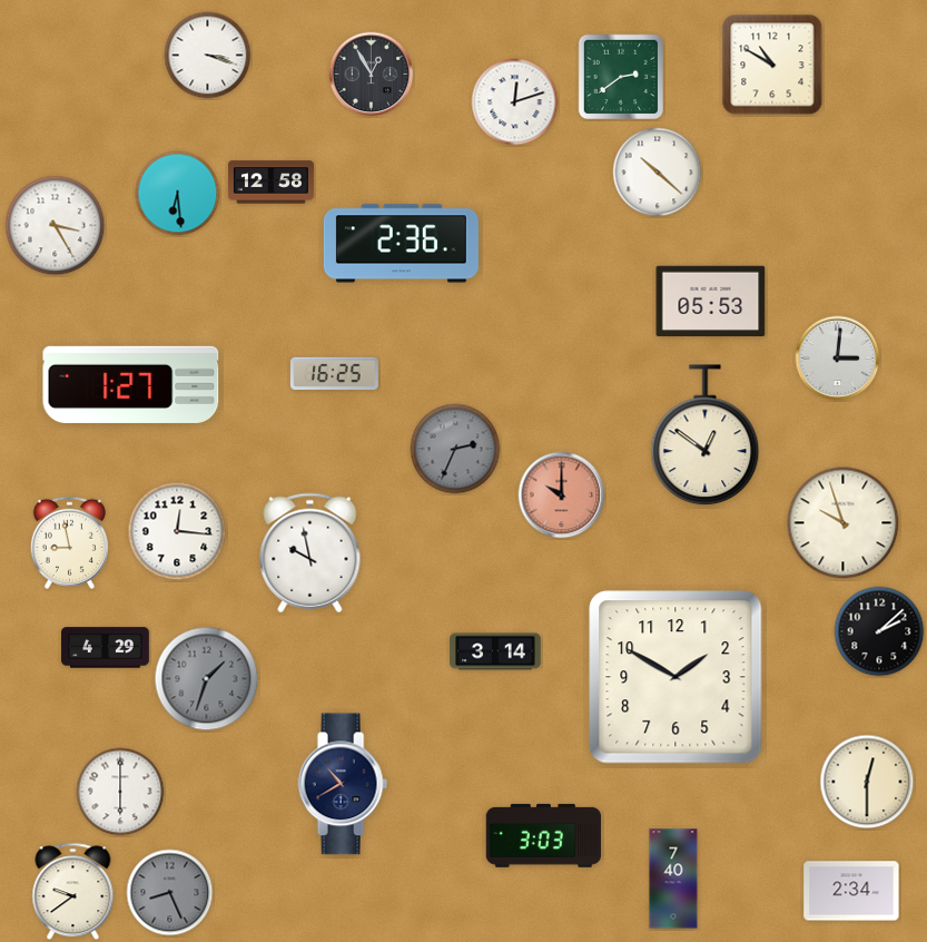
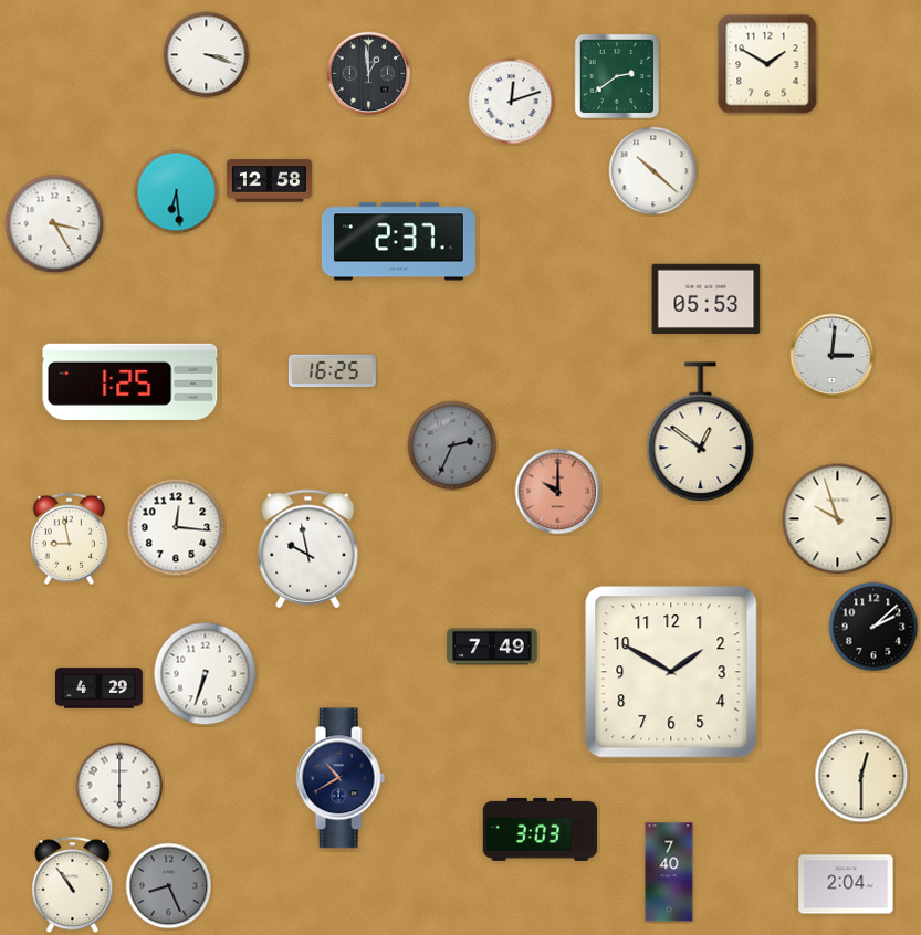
clock at (772, 65): 10:50 -> 1:50
clock at (372, 75): 12:55 -> 12:59
clock at (401, 244): 2:36 -> 2:37
clock at (131, 384): 1:27 -> 1:25
clock at (106, 648) position: (106, 648) -> (100, 689)
clock at (495, 651): 3:14 -> 7:49
clock at (207, 679): 1:33 -> 6:33
clock at (207, 679) dial: grey -> white
clock at (851, 891): 2:34 -> 2:04
clock at (73, 892): 9:39 -> 10:54
